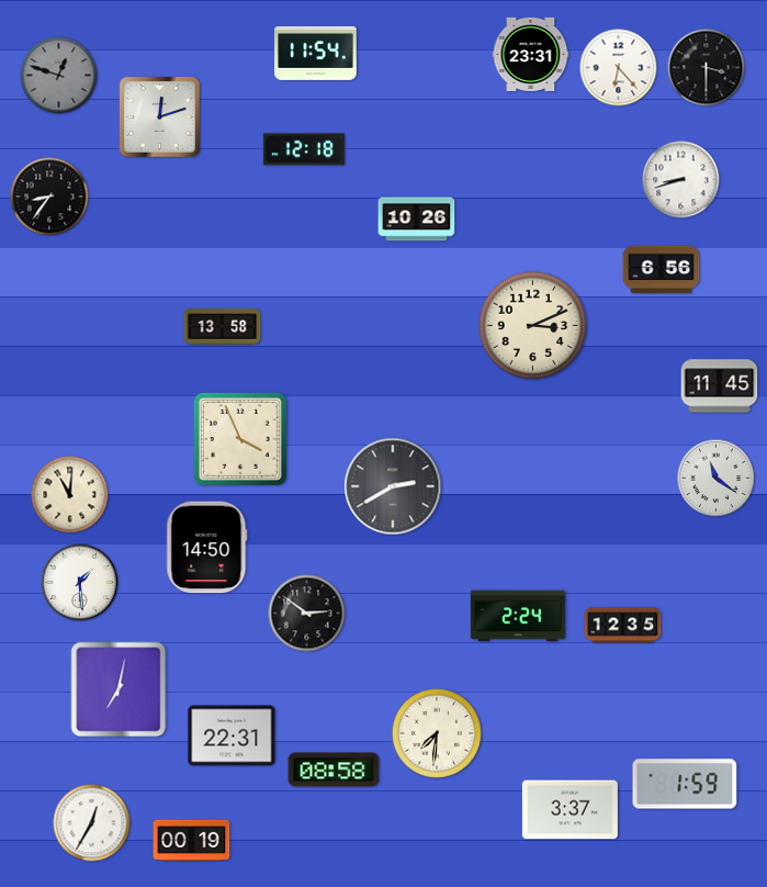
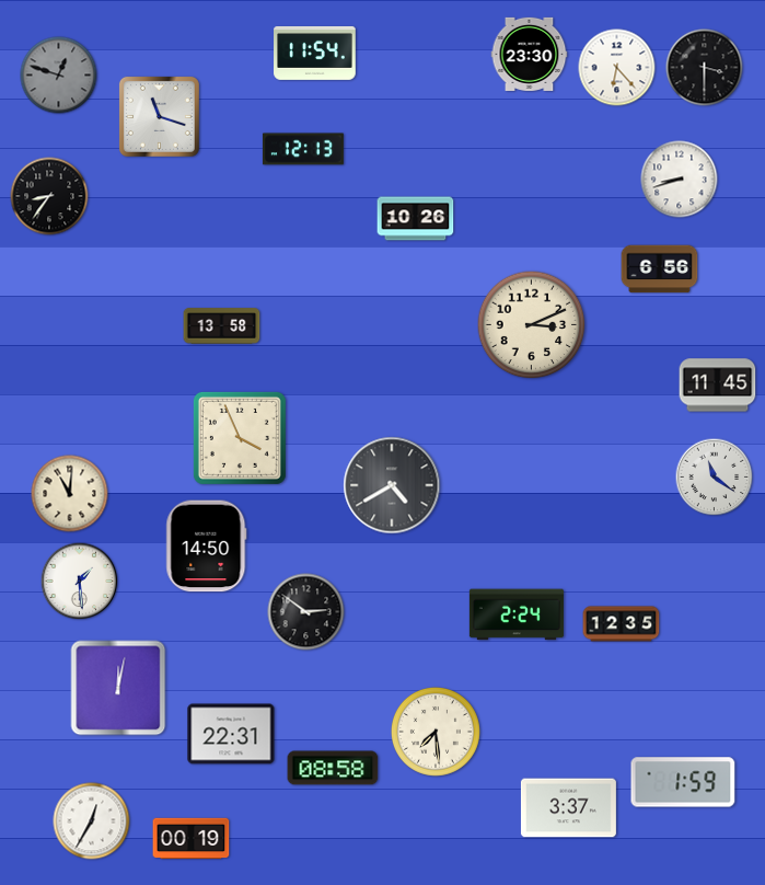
clock at (531, 54): 23:31 -> 23:30
clock at (159, 116): 12:12 -> 11:18
clock at (304, 149): 12:18 -> 12:13
clock at (393, 486): 2:40 -> 4:40
clock at (119, 689): 7:02 -> 12:02
clock at (437, 733): 7:31 -> 7:29
